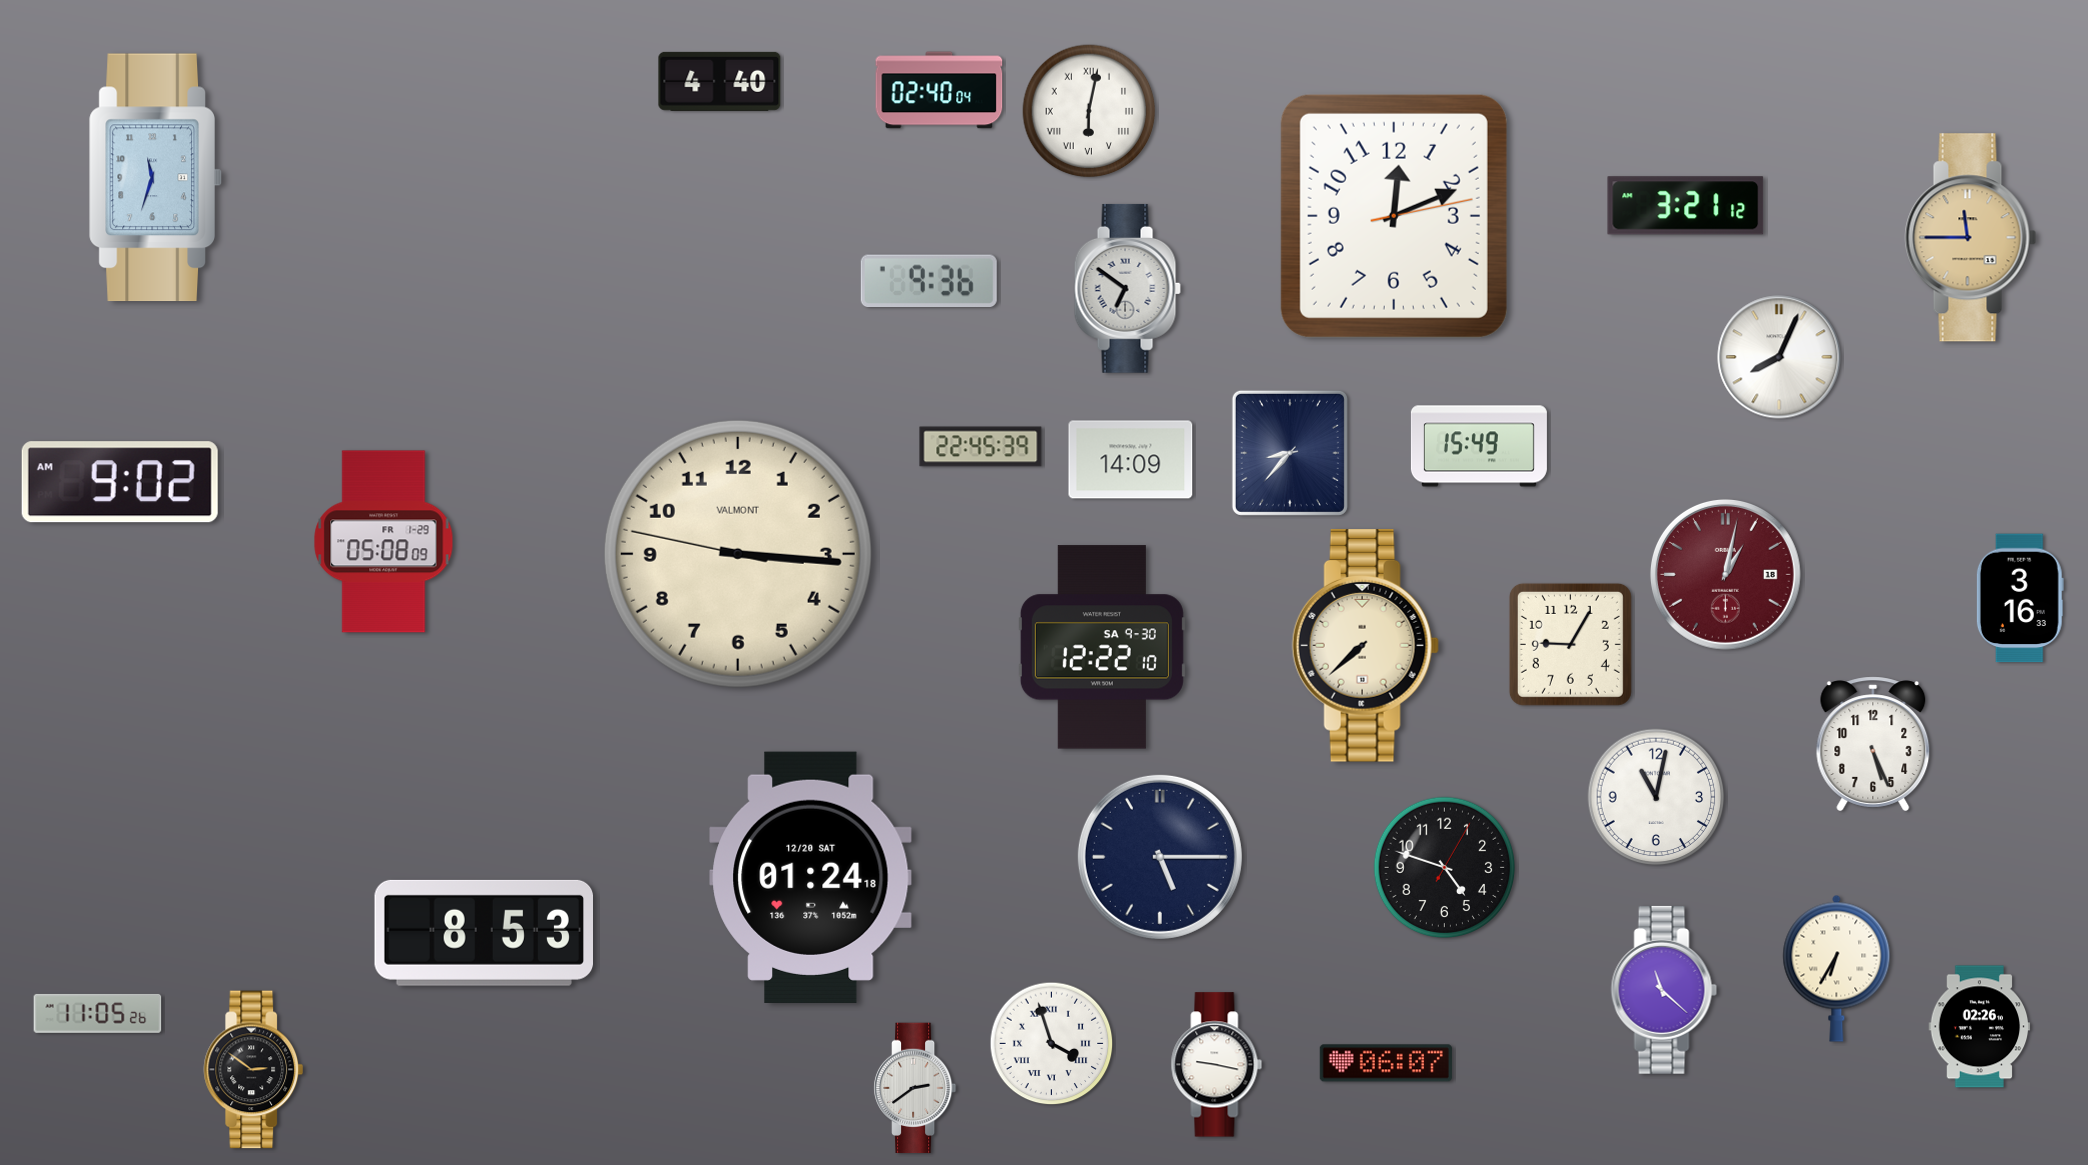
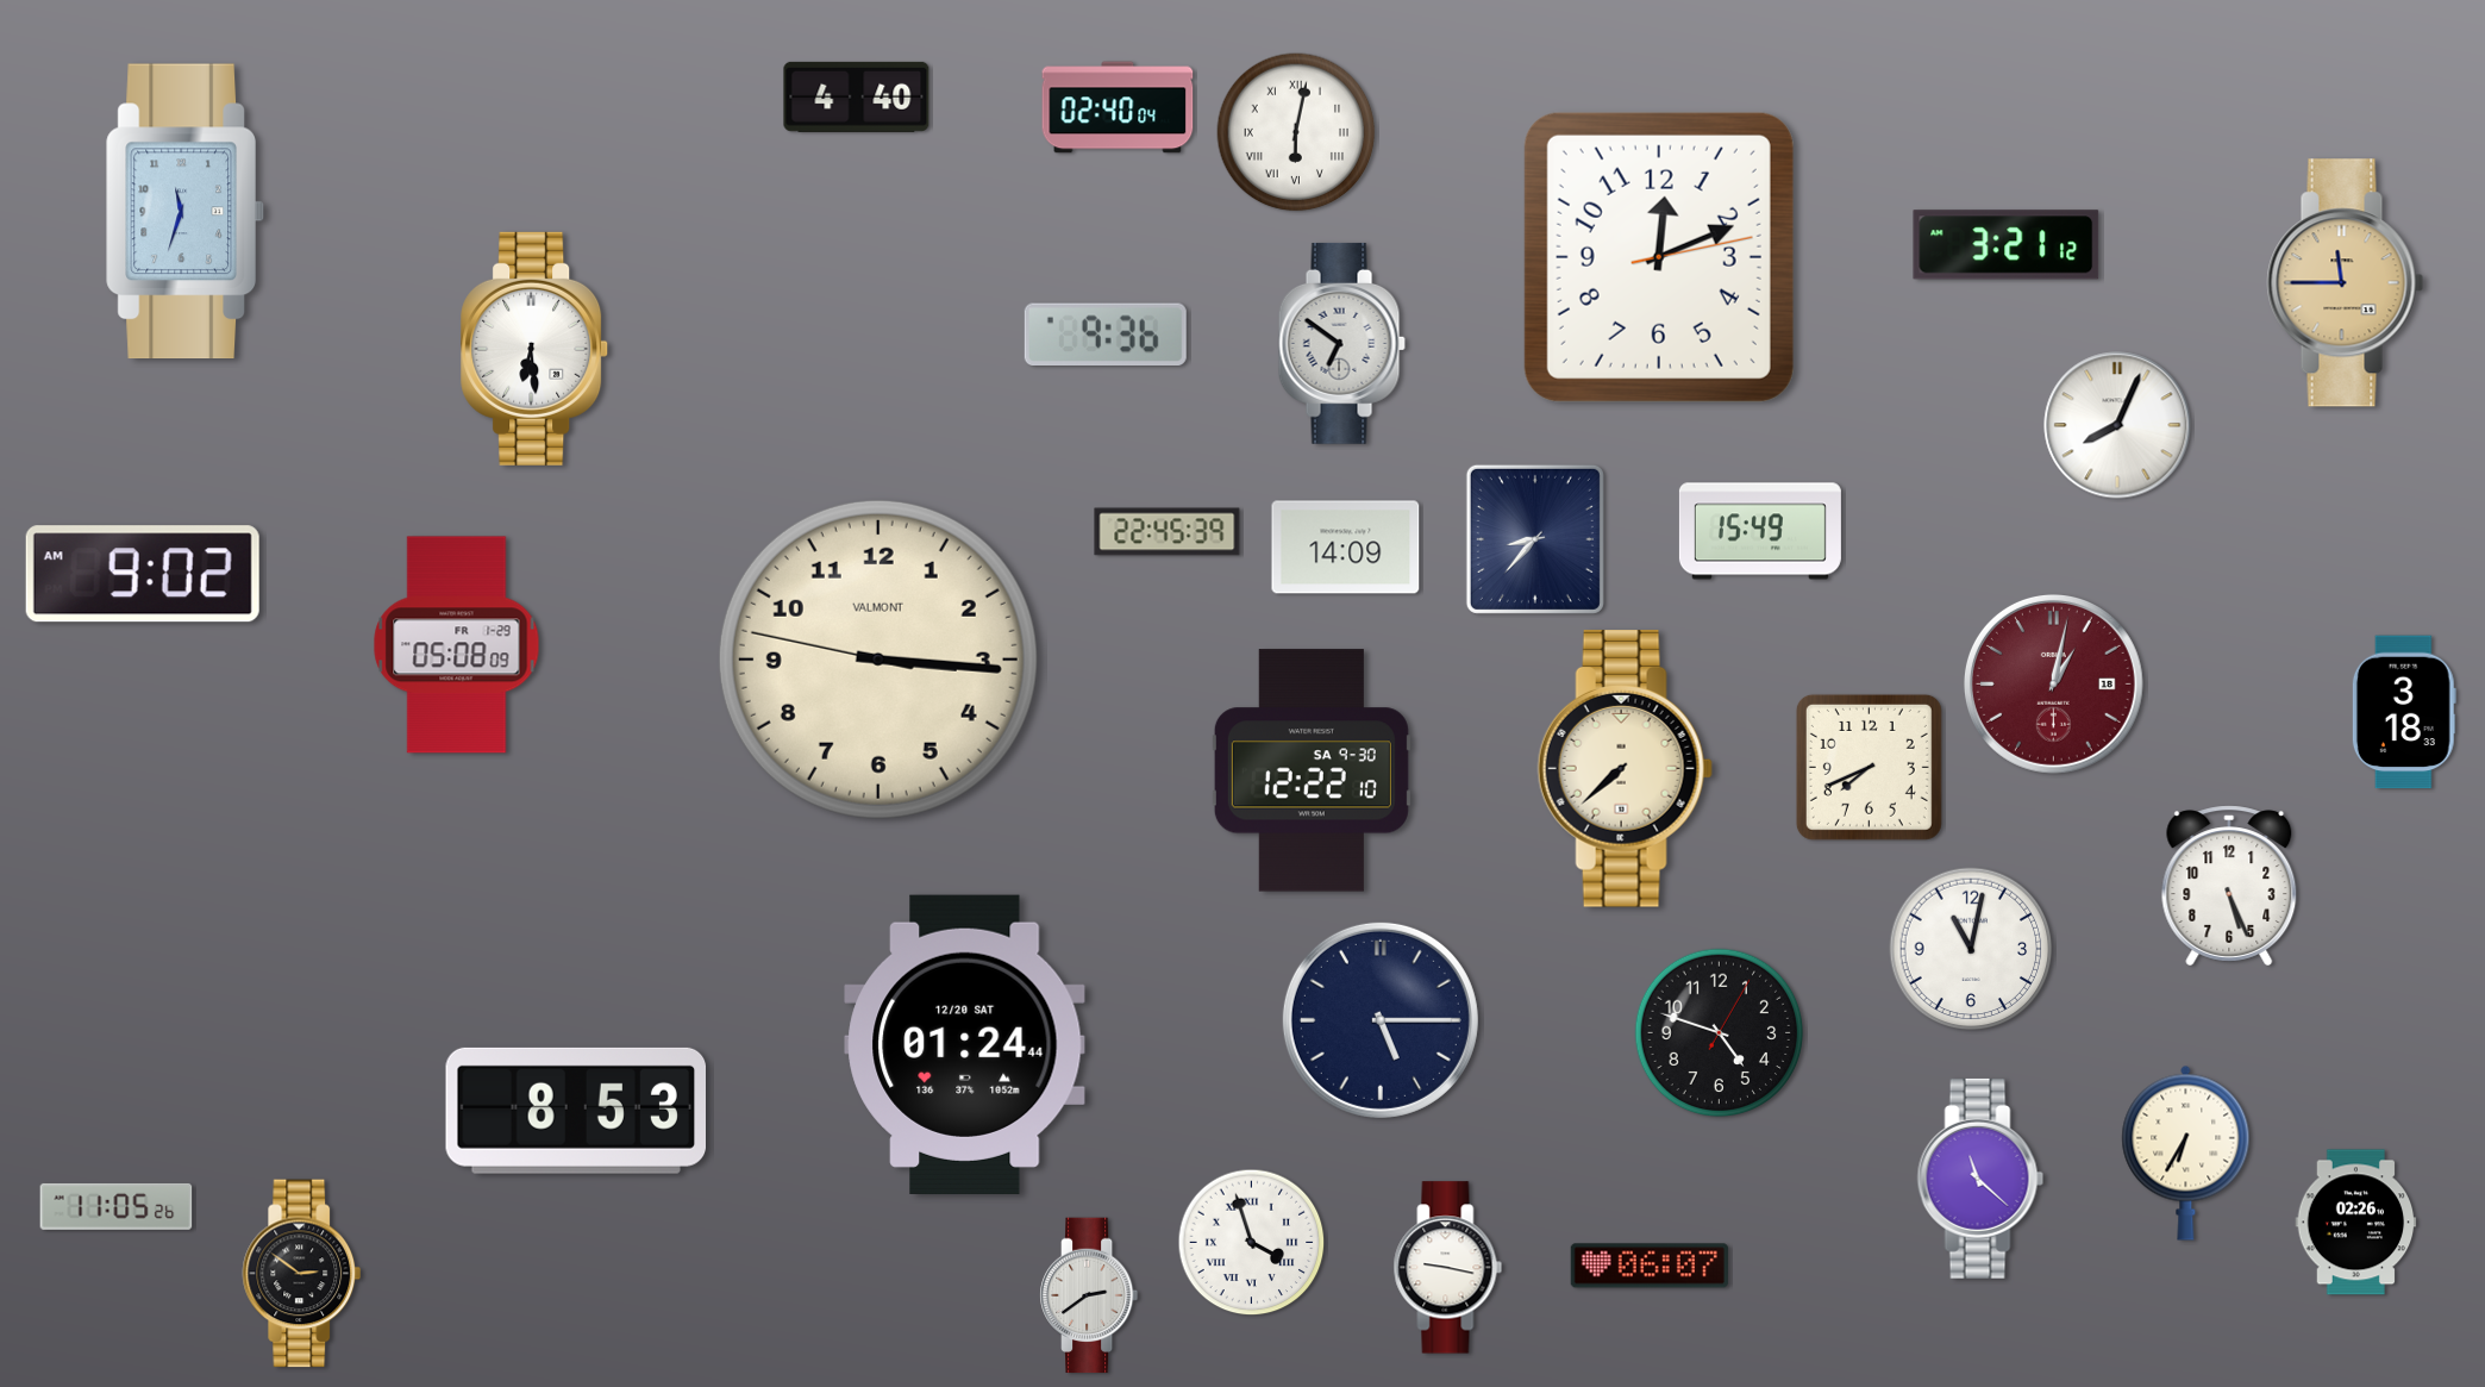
clock at (536, 349): none -> 6:29
clock at (2020, 598): 3:16 -> 3:18
clock at (1570, 644): 9:05 -> 7:41
clock at (811, 877): 01:24:18 -> 01:24:44
